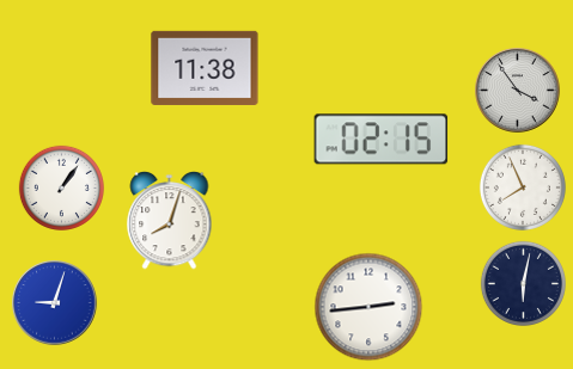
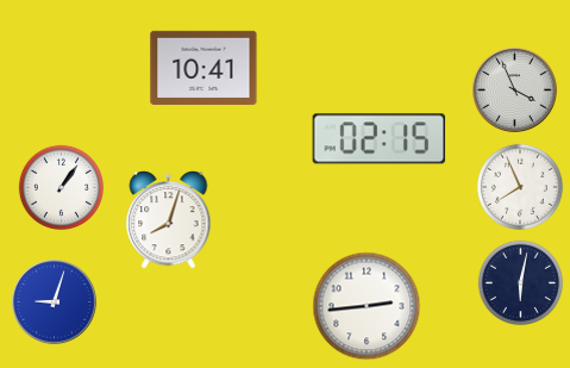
clock at (205, 68): 11:38 -> 10:41
clock at (518, 91): 3:54 -> 3:56
